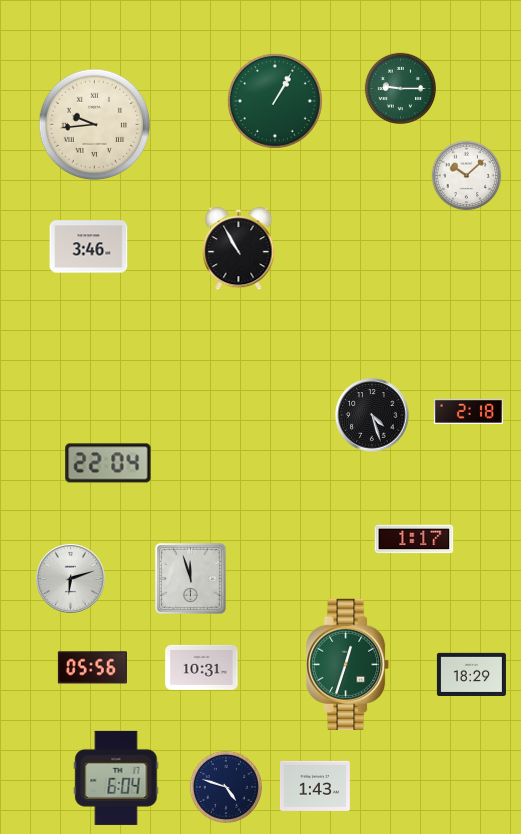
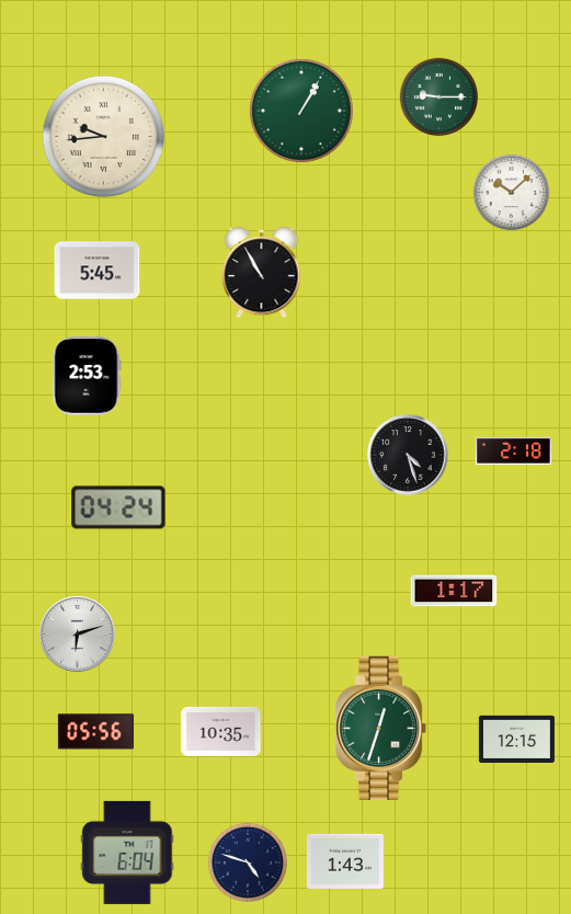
clock at (89, 247): 3:46 -> 5:45
clock at (87, 376): none -> 2:53
clock at (108, 463): 22:04 -> 04:24
clock at (190, 578): 11:57 -> none
clock at (202, 667): 10:31 -> 10:35
clock at (92, 668) position: (92, 668) -> (95, 732)
clock at (471, 674): 18:29 -> 12:15
